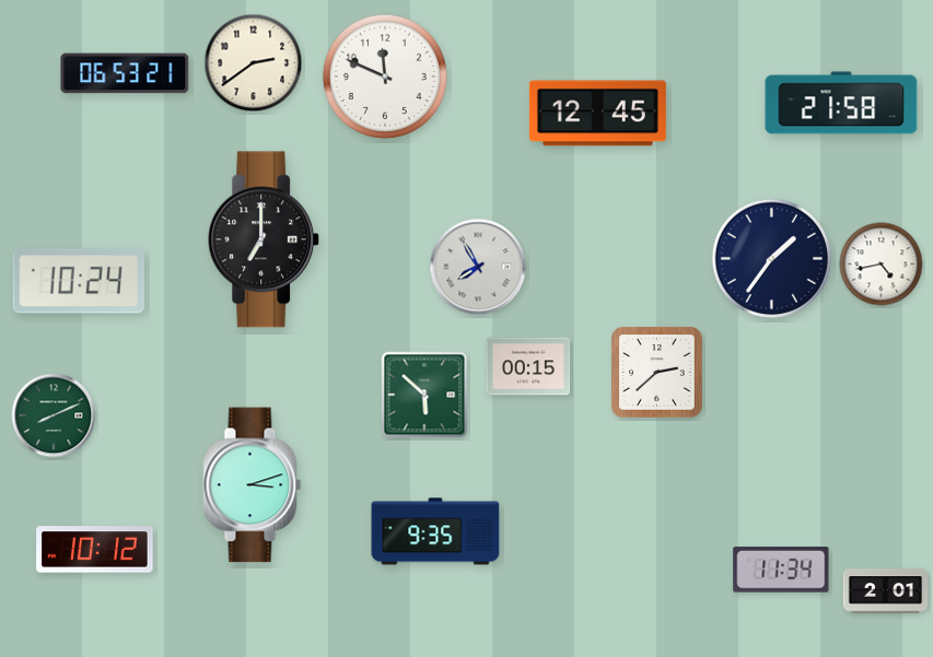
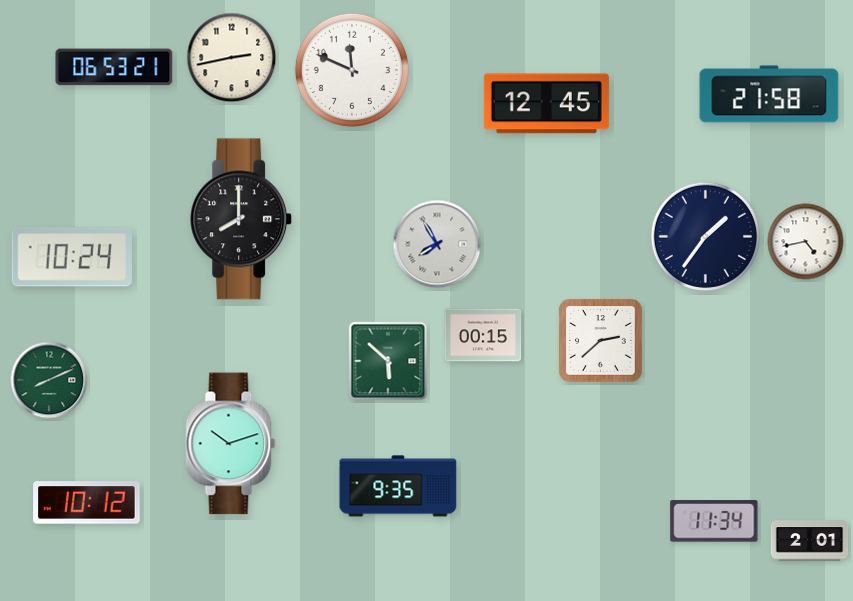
clock at (254, 63): 2:39 -> 2:43
clock at (265, 239): 7:00 -> 8:00
clock at (253, 485): 3:12 -> 10:12
